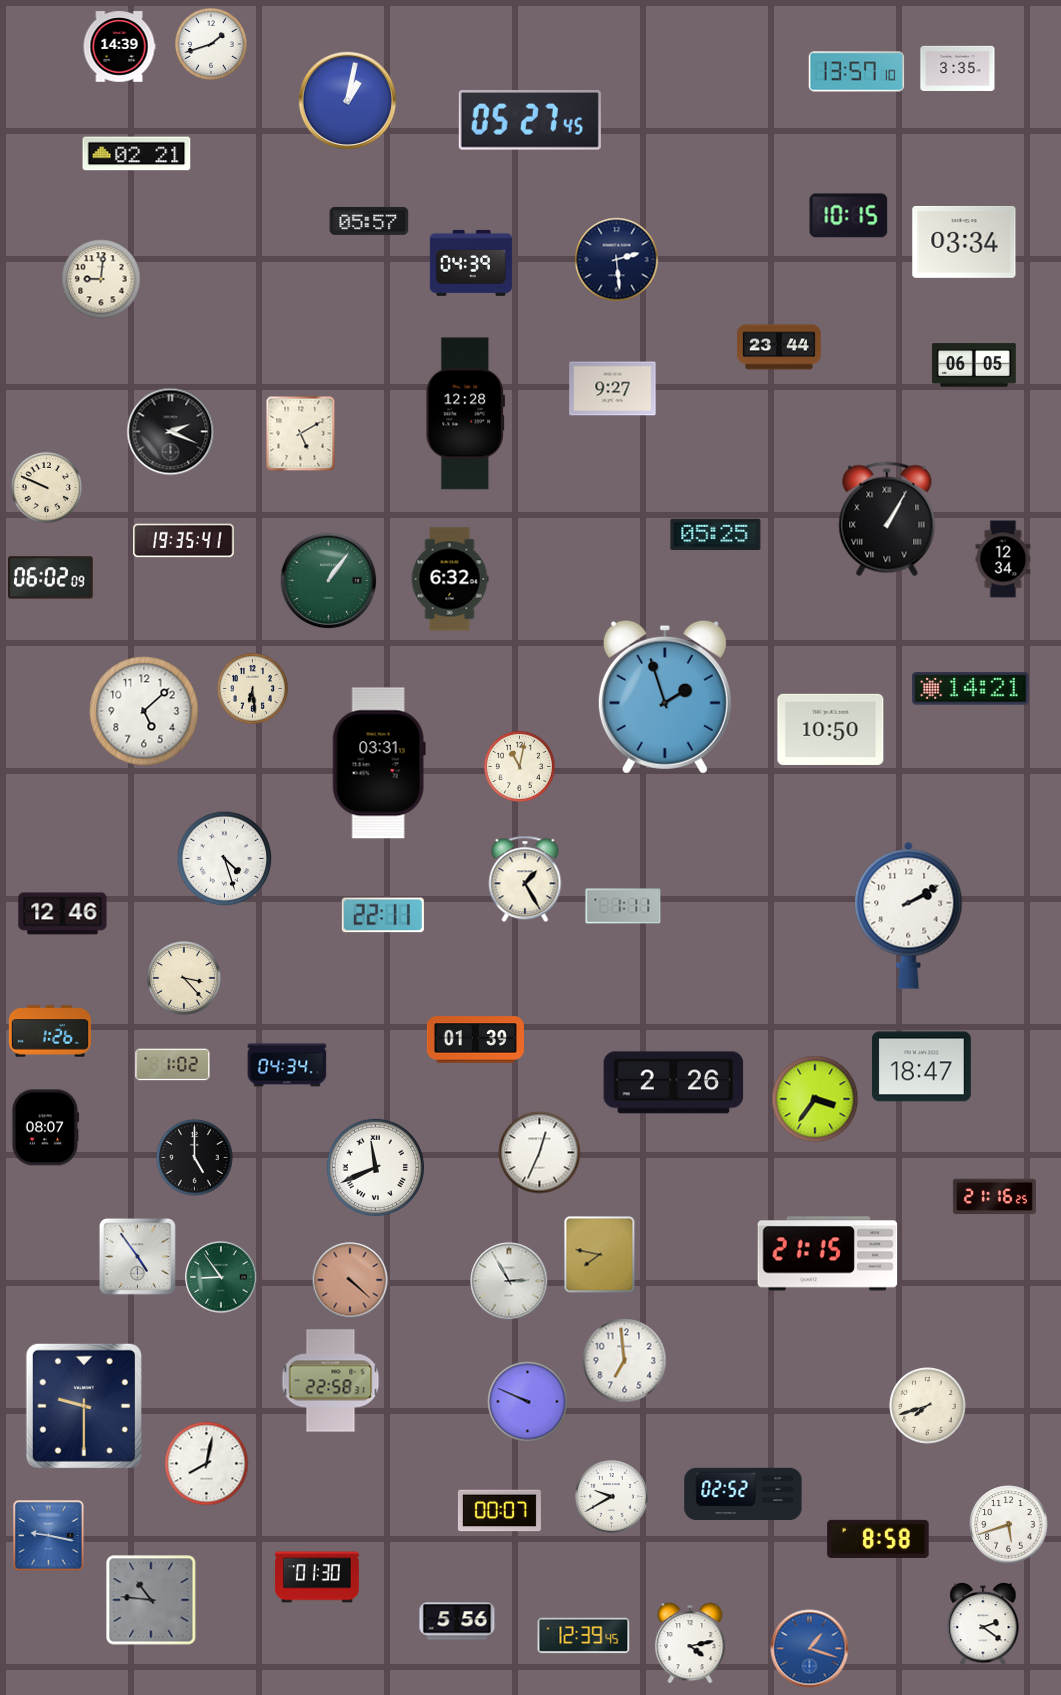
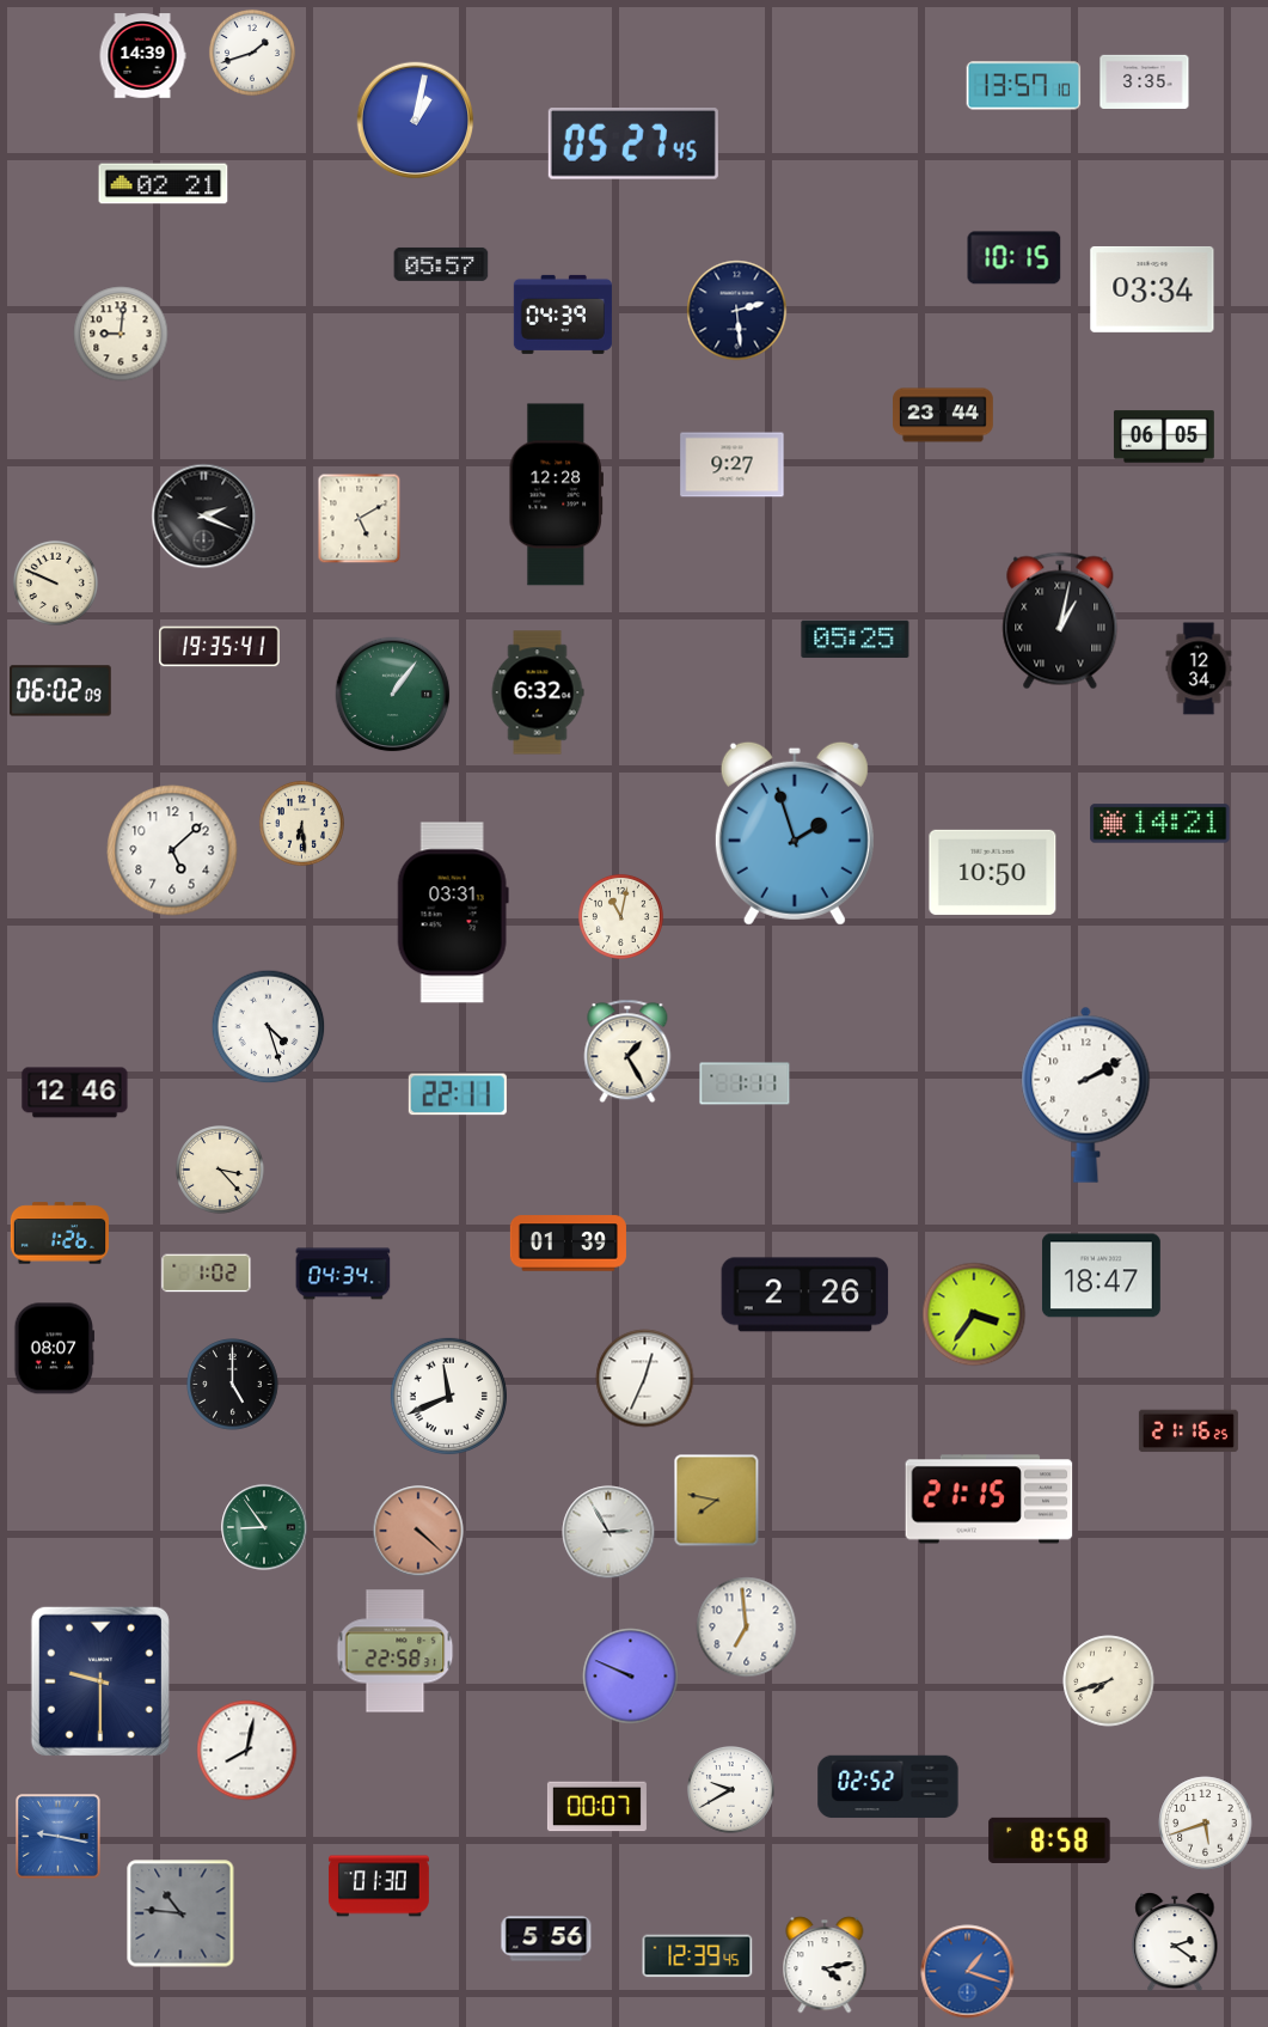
clock at (780, 347) position: (780, 347) -> (944, 415)
clock at (887, 519): 1:05 -> 1:02
clock at (137, 1256): 4:54 -> none
